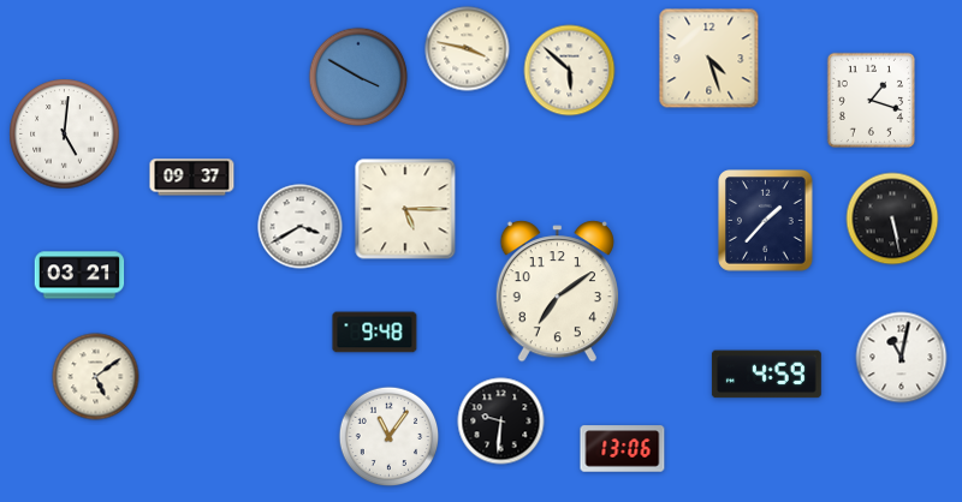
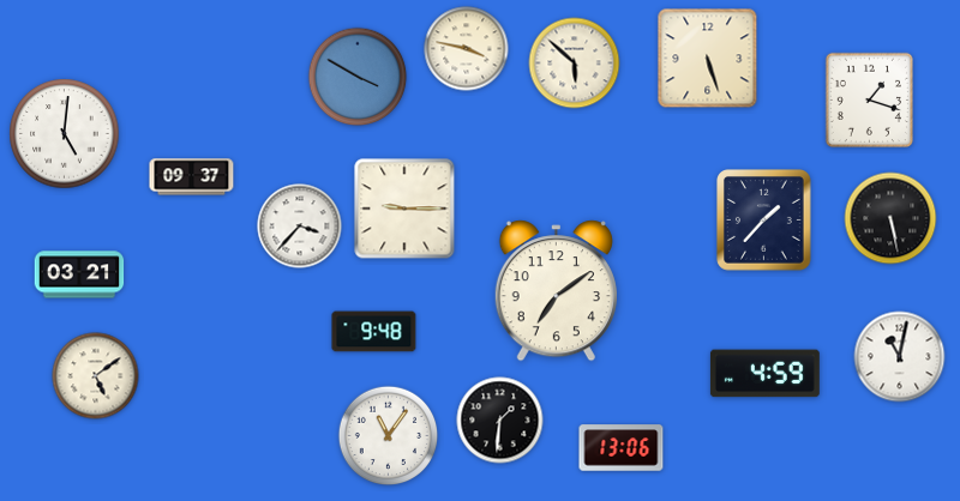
clock at (709, 59): 4:27 -> 5:27
clock at (570, 71) position: (570, 71) -> (575, 64)
clock at (405, 209): 5:15 -> 9:15
clock at (301, 227): 3:40 -> 3:37
clock at (501, 422): 9:31 -> 1:31
